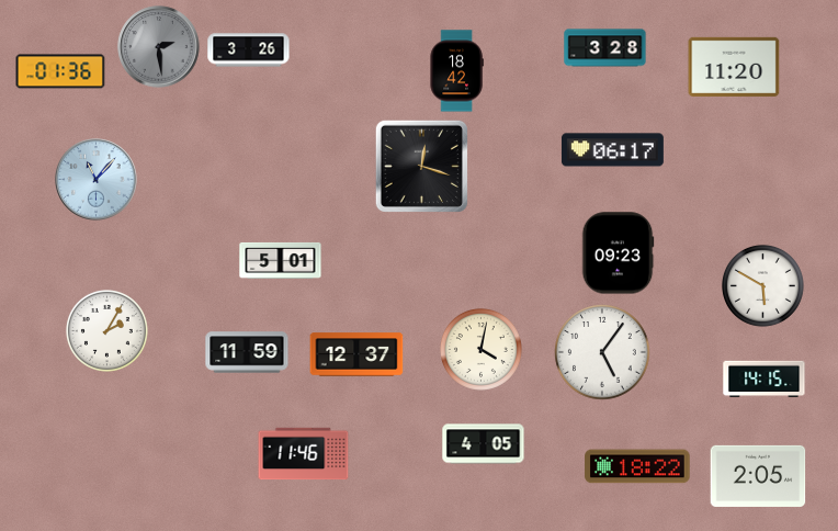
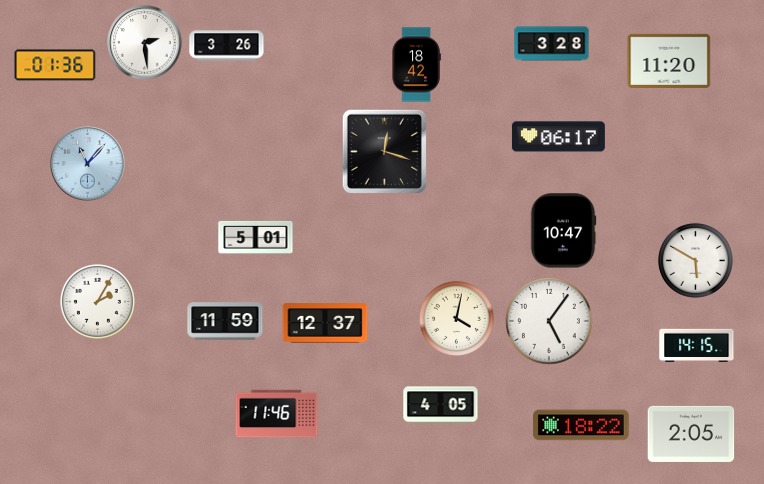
clock at (159, 47) dial: grey -> white
clock at (618, 253): 09:23 -> 10:47
clock at (480, 349) position: (480, 349) -> (456, 318)
